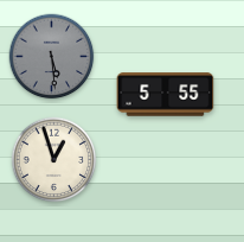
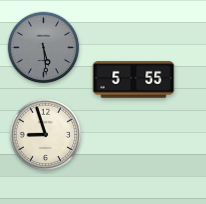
clock at (166, 95) position: (166, 95) -> (134, 80)
clock at (54, 160): 12:57 -> 8:57
